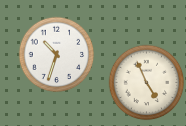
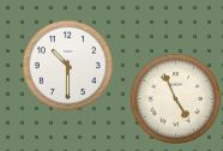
clock at (57, 55): 10:33 -> 10:30
